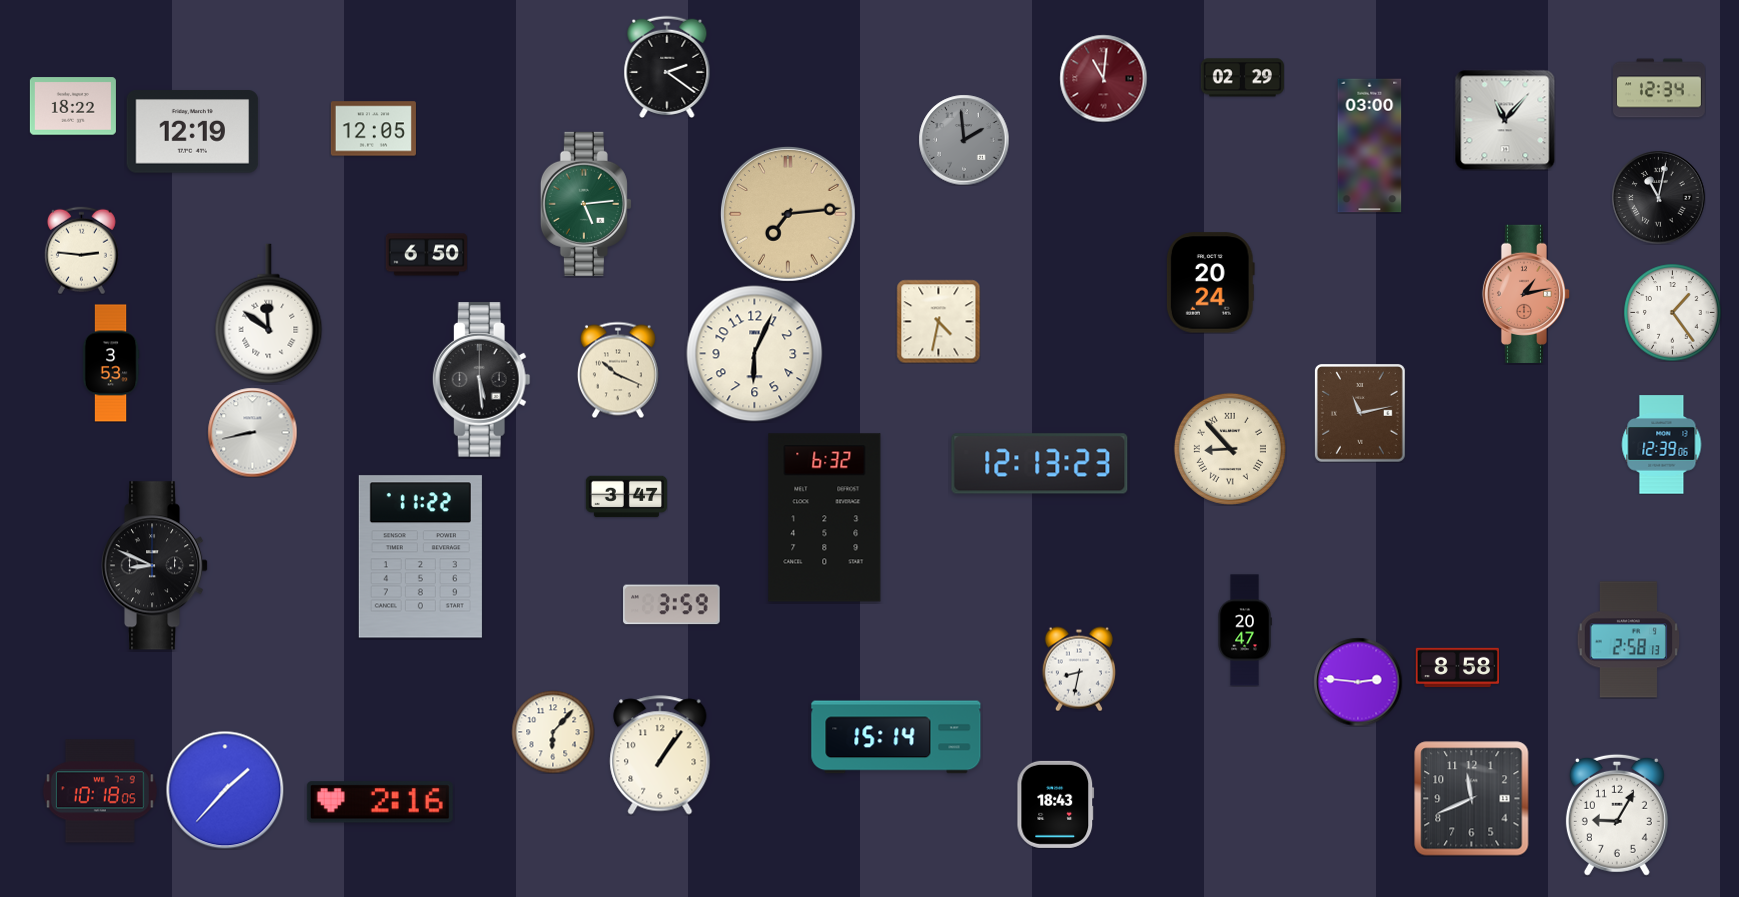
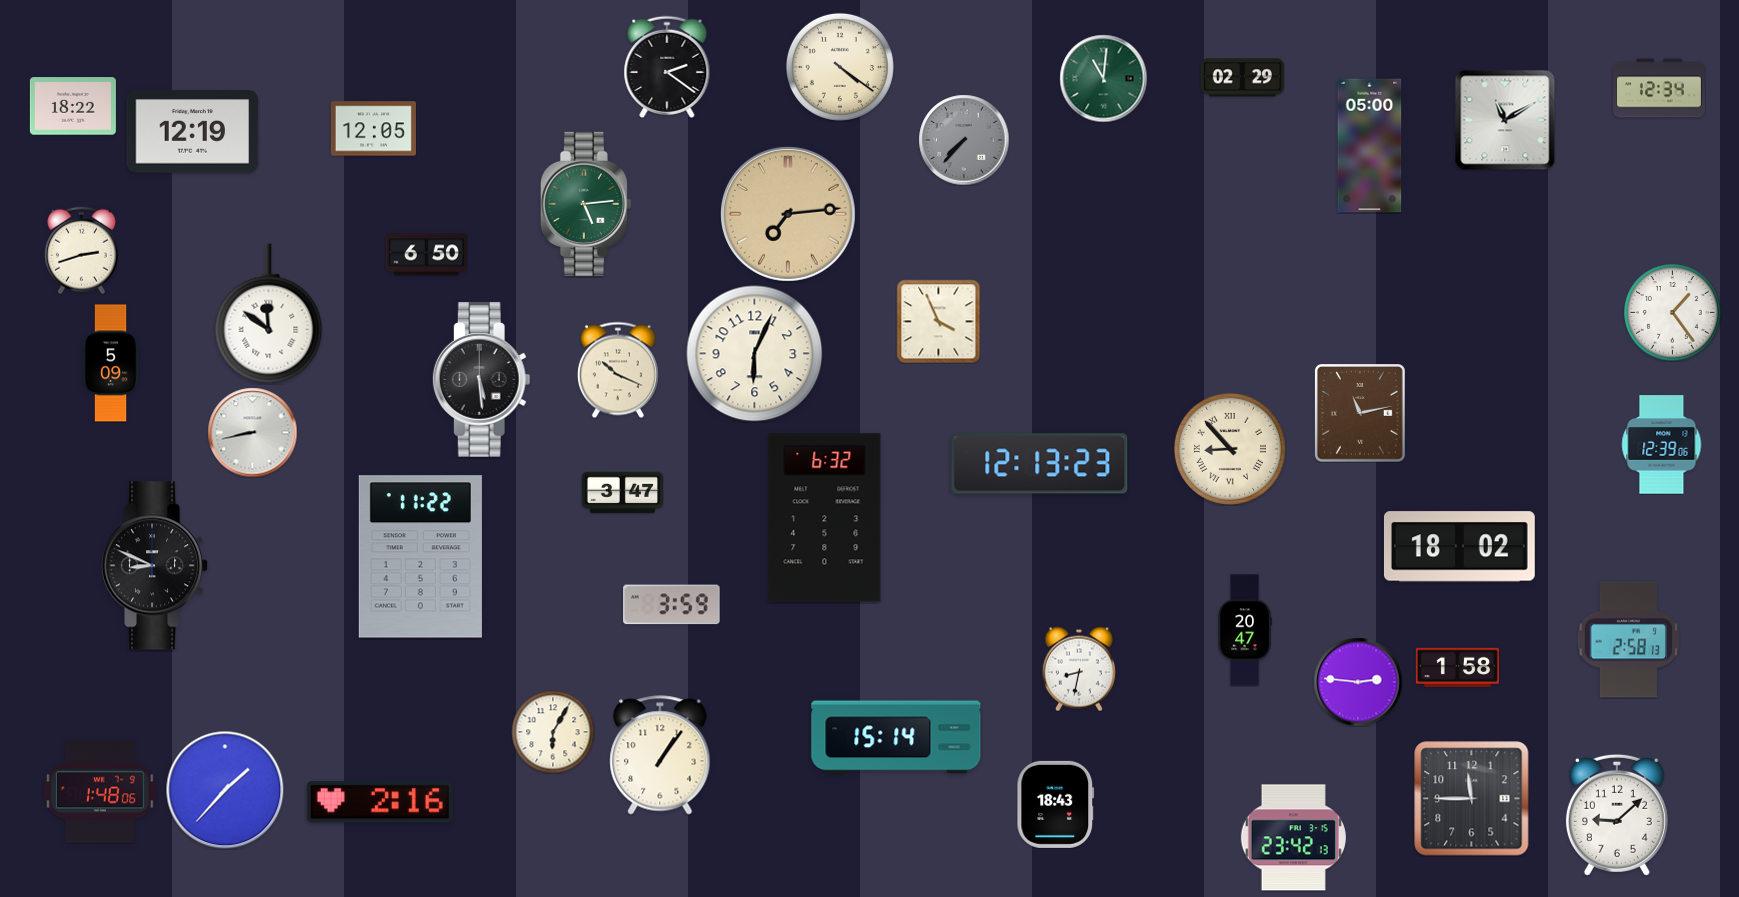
clock at (840, 67): none -> 4:21
clock at (1103, 78) dial: burgundy -> green
clock at (1505, 120): 11:07 -> 11:10
clock at (964, 140): 1:59 -> 7:37
clock at (1370, 146): 03:00 -> 05:00
clock at (1658, 197): 11:02 -> none
clock at (81, 250): 2:46 -> 2:42
clock at (1210, 283): 20:24 -> none
clock at (1526, 294): 1:13 -> none
clock at (938, 321): 4:32 -> 3:56
clock at (111, 363): 3:53 -> 5:09
clock at (626, 497) position: (626, 497) -> (622, 493)
clock at (1459, 547): none -> 18:02
clock at (1457, 668): 8:58 -> 1:58
clock at (553, 732): 6:07 -> 6:05
clock at (100, 791): 10:18 -> 1:48
clock at (1472, 799): 11:41 -> 11:45
clock at (1617, 815): 9:05 -> 9:08
clock at (1293, 838): none -> 23:42
